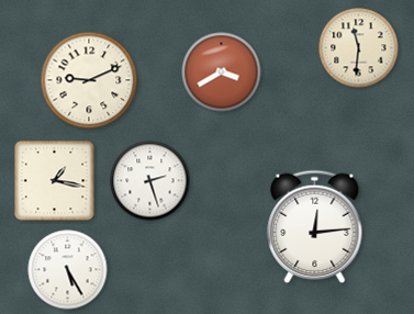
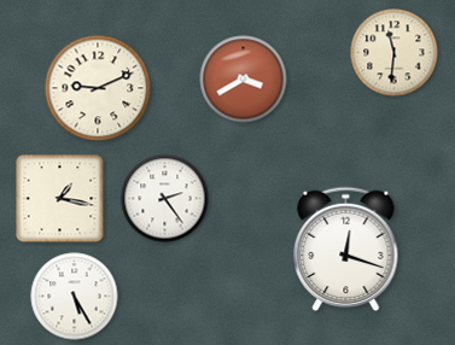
clock at (150, 181): 2:27 -> 2:24
clock at (315, 226): 12:14 -> 12:18
